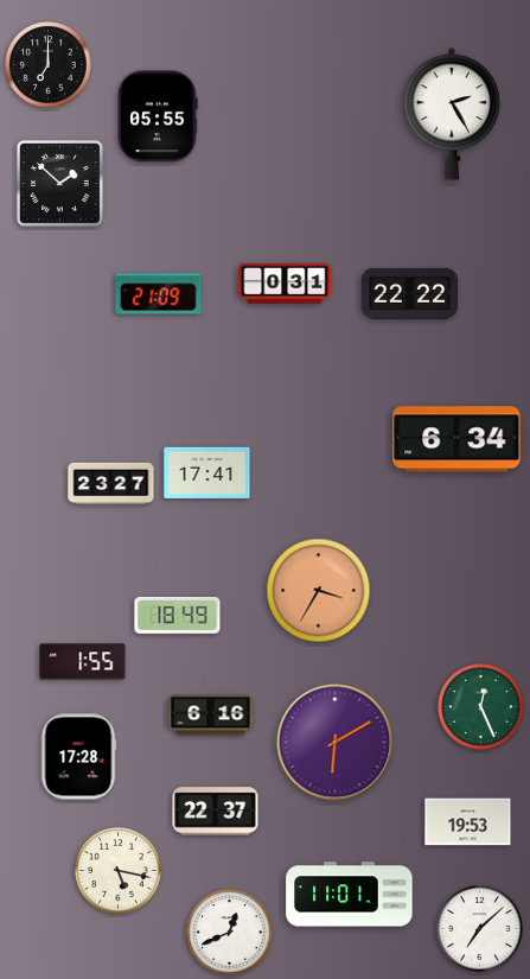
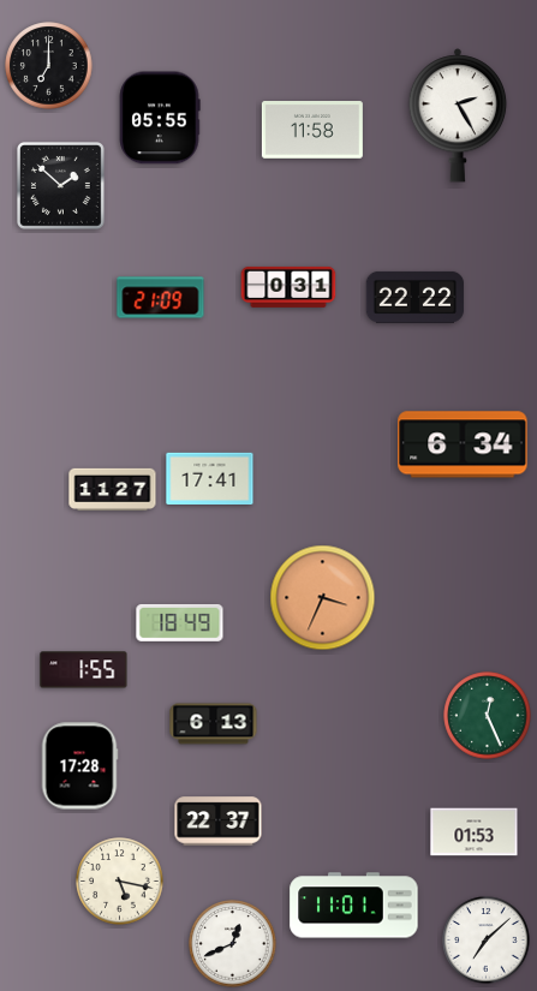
clock at (312, 131): none -> 11:58
clock at (111, 483): 23:27 -> 11:27
clock at (319, 591): 3:35 -> 3:34
clock at (211, 716): 6:16 -> 6:13
clock at (336, 743): 6:10 -> none
clock at (468, 822): 19:53 -> 01:53
